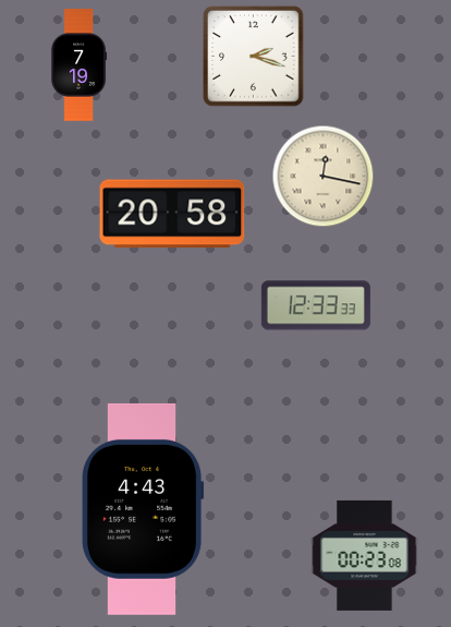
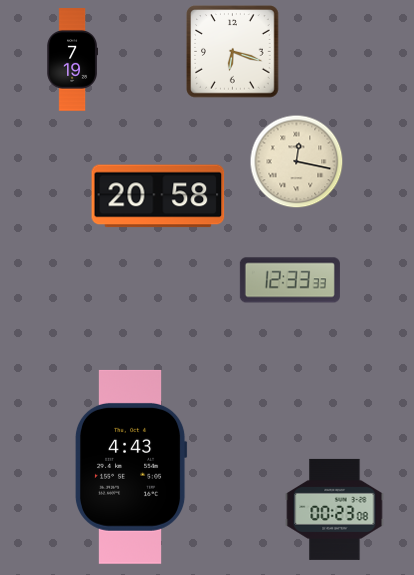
clock at (254, 57): 2:18 -> 6:18
